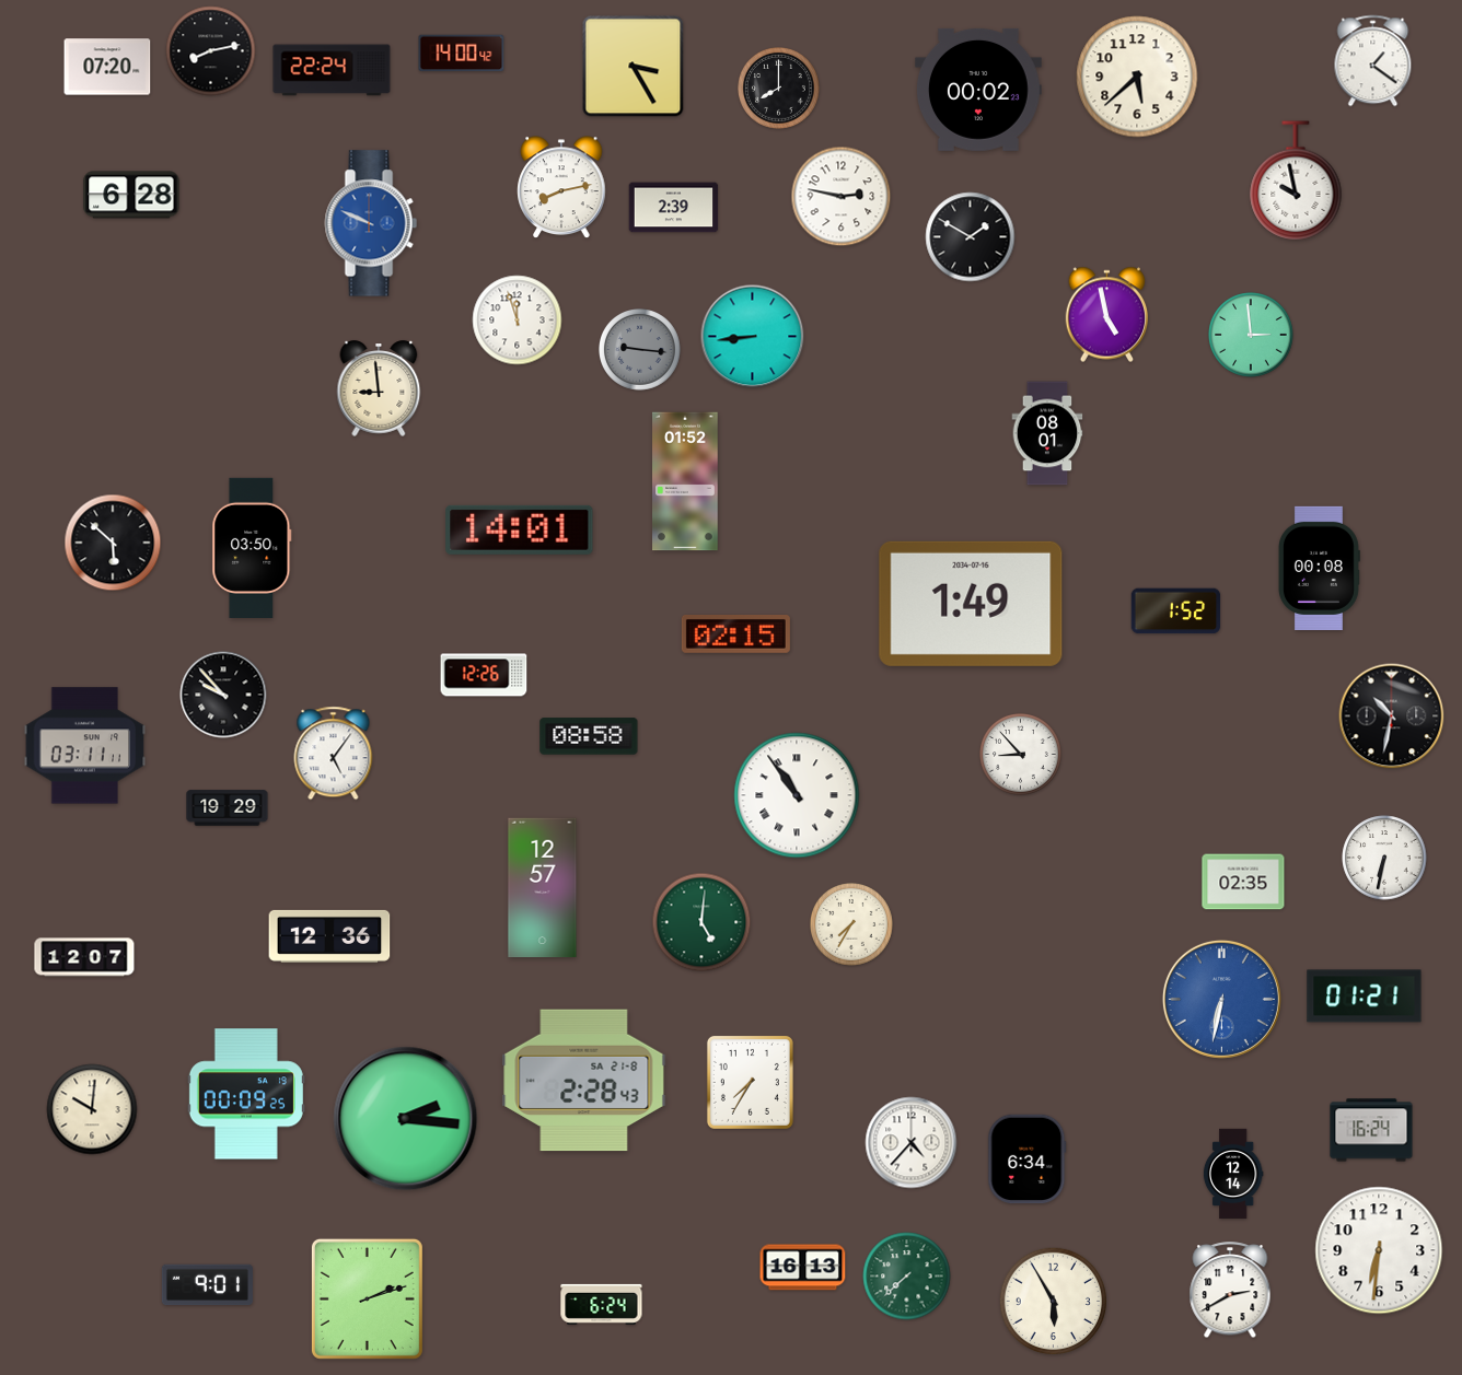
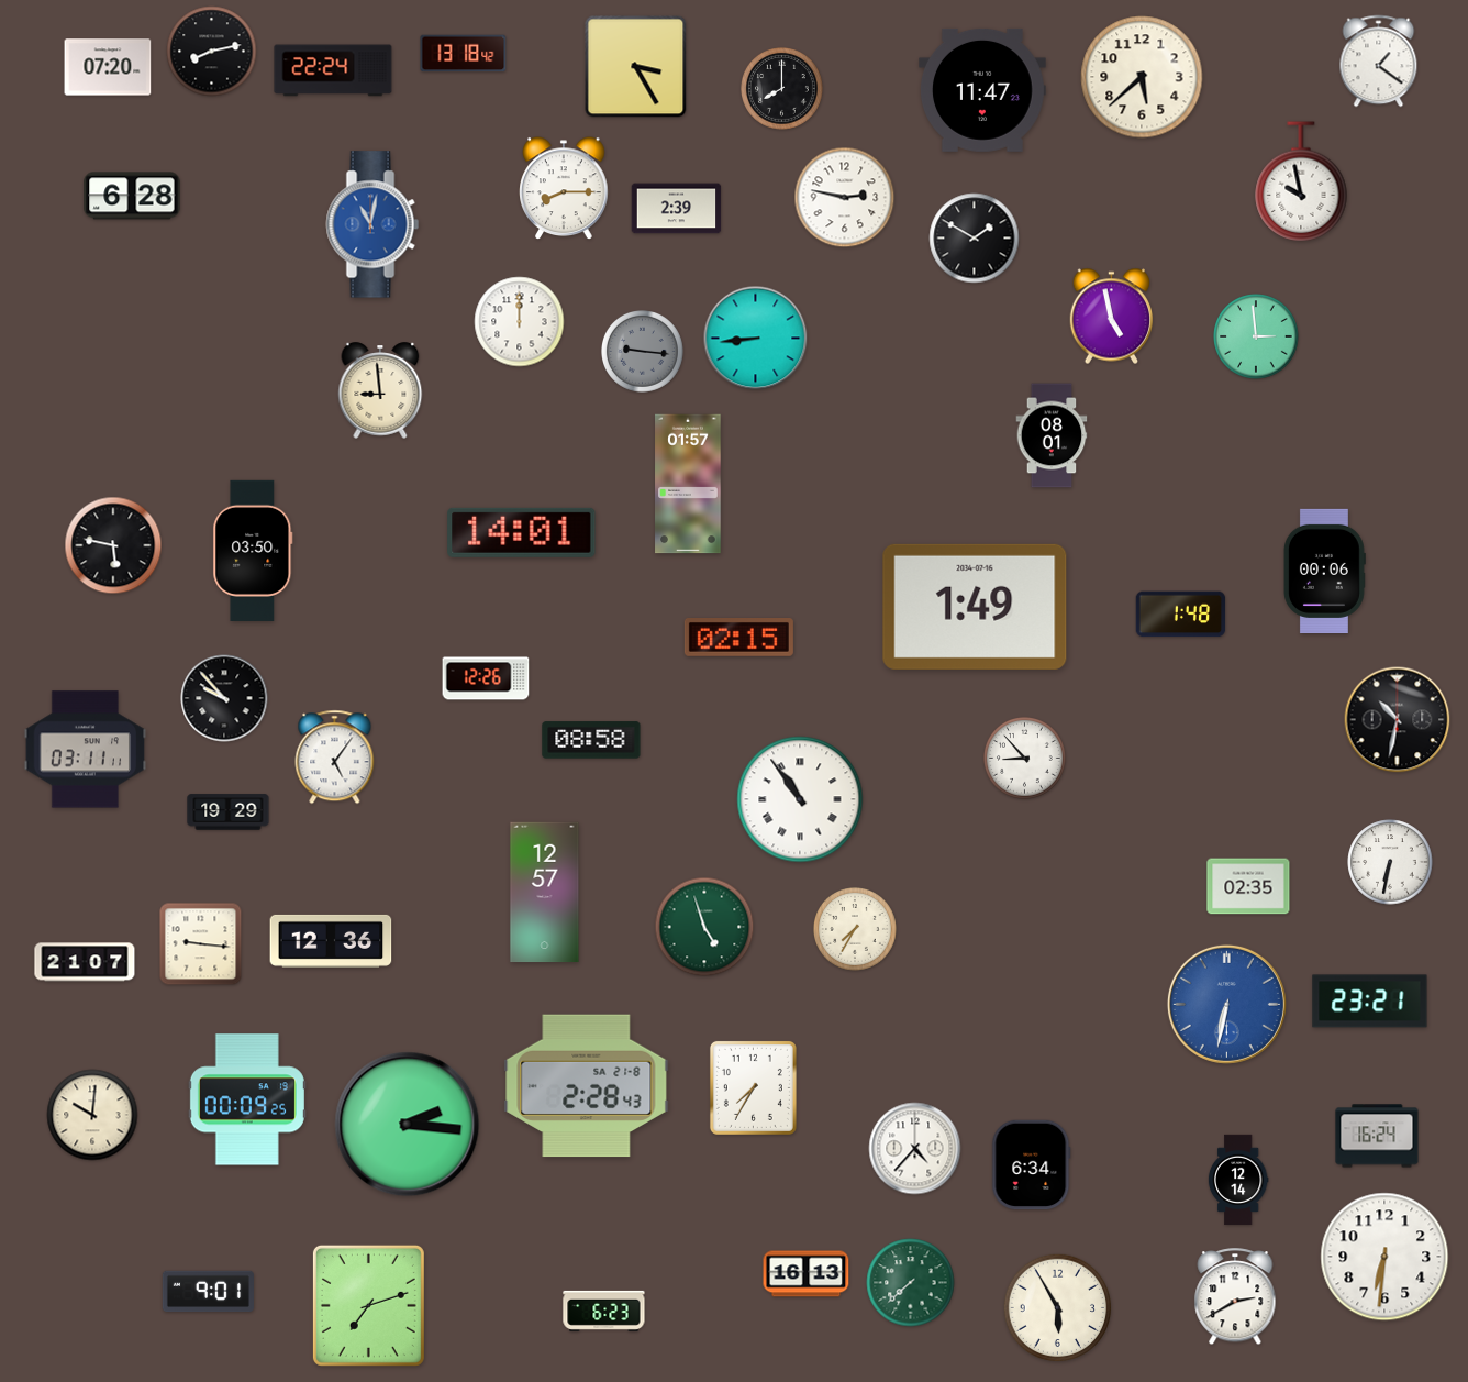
clock at (462, 54): 14:00 -> 13:18
clock at (979, 90): 00:02 -> 11:47
clock at (561, 187): 8:13 -> 8:15
clock at (371, 223): 9:49 -> 11:02
clock at (518, 321): 11:57 -> 12:00
clock at (685, 481): 01:52 -> 01:57
clock at (113, 543): 5:52 -> 5:47
clock at (1319, 568): 00:08 -> 00:06
clock at (1176, 611): 1:52 -> 1:48
clock at (701, 922): 5:01 -> 4:57
clock at (201, 944): none -> 9:16
clock at (84, 957): 12:07 -> 21:07
clock at (1365, 997): 01:21 -> 23:21
clock at (367, 1298): 2:12 -> 7:12
clock at (602, 1304): 6:24 -> 6:23
